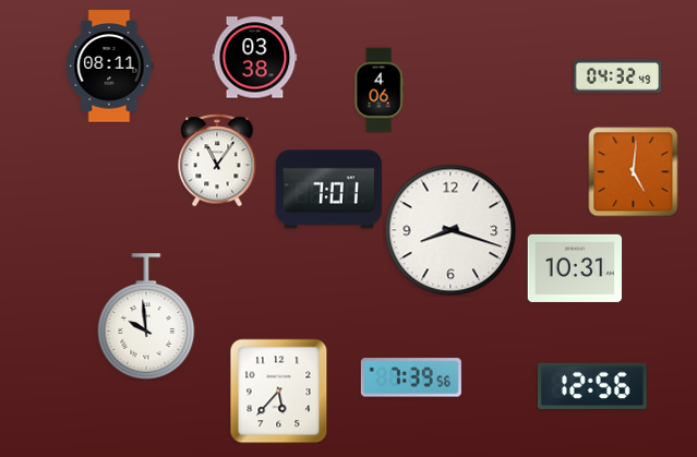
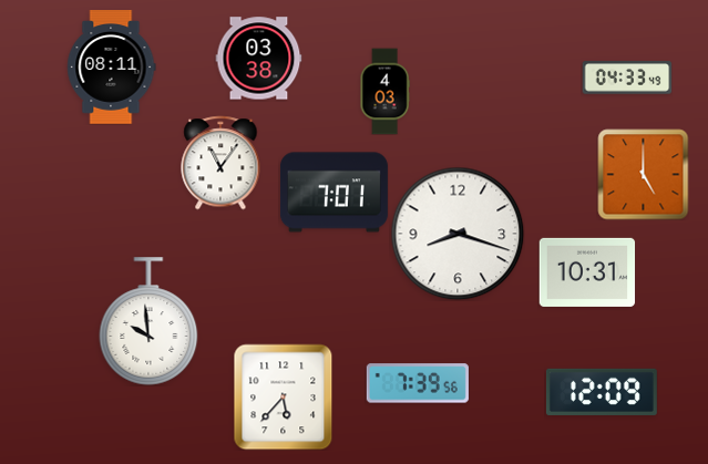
clock at (617, 76): 04:32 -> 04:33
clock at (378, 89): 4:06 -> 4:03
clock at (633, 171): 5:01 -> 5:00
clock at (575, 268) position: (575, 268) -> (587, 272)
clock at (592, 386): 12:56 -> 12:09
